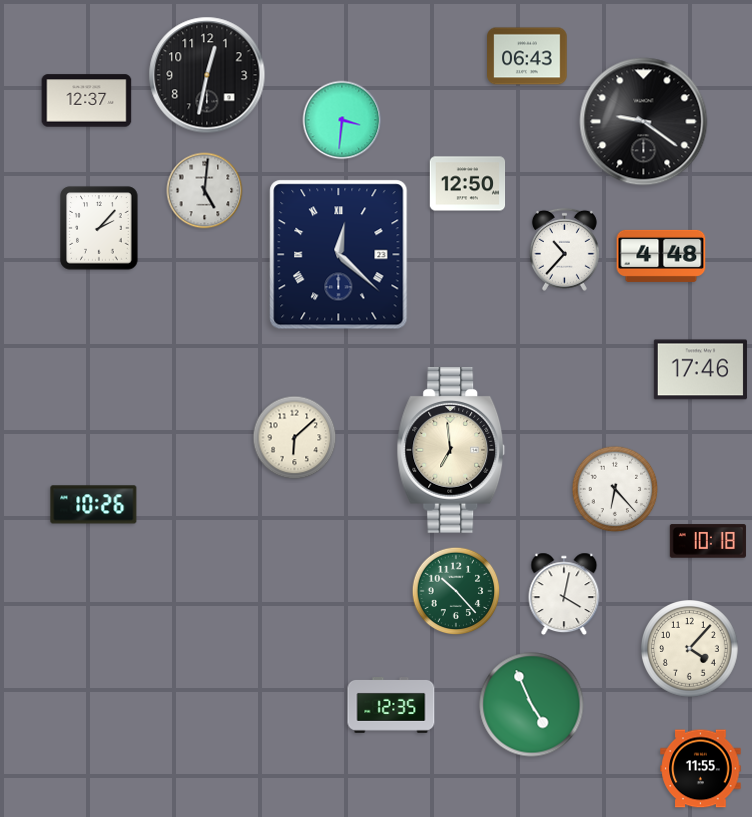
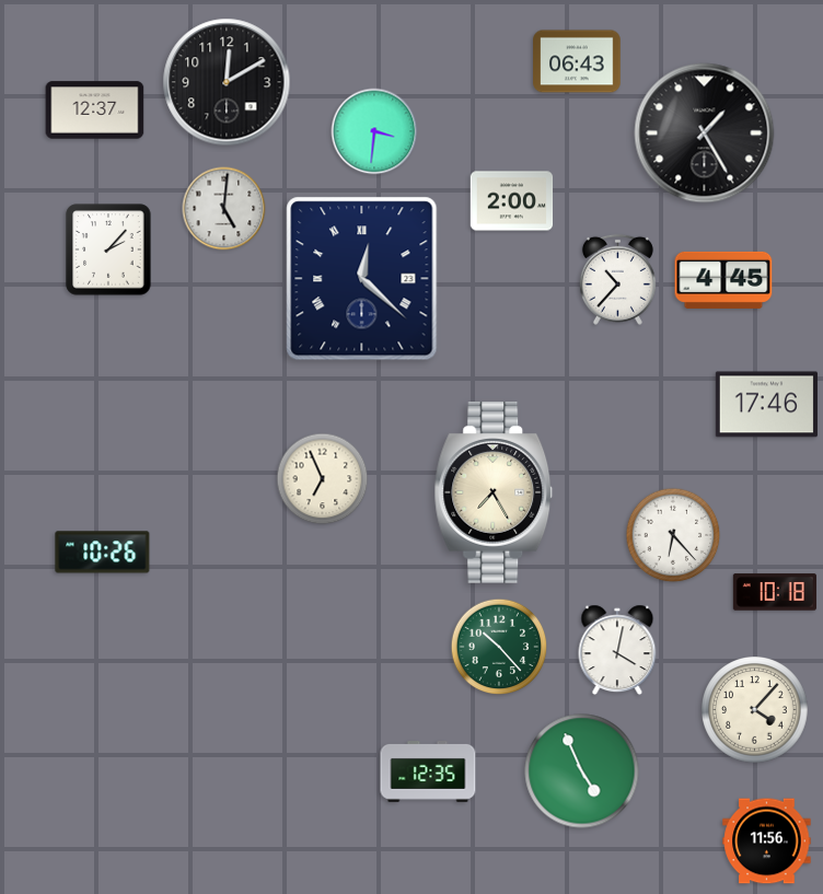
clock at (207, 75): 12:32 -> 12:10
clock at (644, 122): 9:21 -> 1:25
clock at (468, 184): 12:50 -> 2:00
clock at (564, 249) position: (564, 249) -> (617, 279)
clock at (339, 255) position: (339, 255) -> (362, 279)
clock at (661, 256): 4:48 -> 4:45
clock at (295, 438): 6:08 -> 6:56
clock at (451, 451): 6:59 -> 7:25
clock at (701, 769): 11:55 -> 11:56
